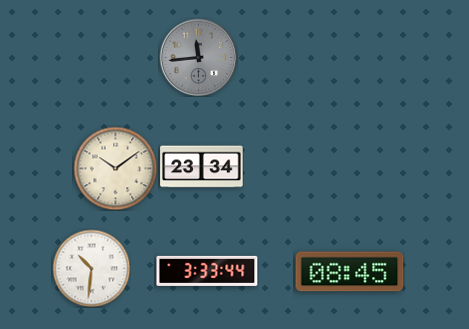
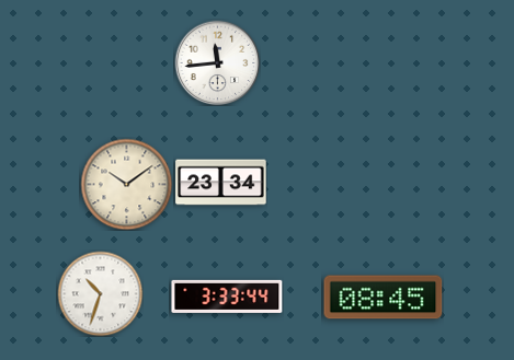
clock at (198, 57) dial: grey -> white
clock at (91, 268): 10:31 -> 10:33
